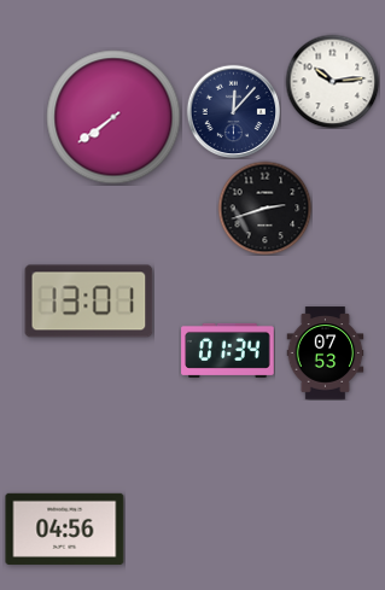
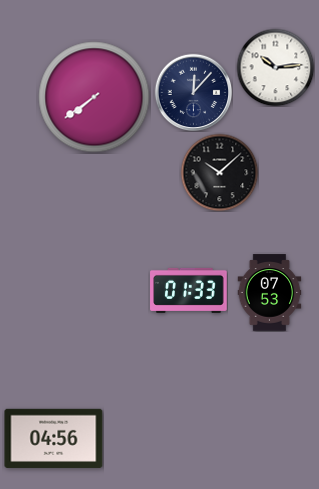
clock at (264, 208): 2:42 -> 10:08
clock at (89, 302): 13:01 -> none
clock at (228, 350): 01:34 -> 01:33
